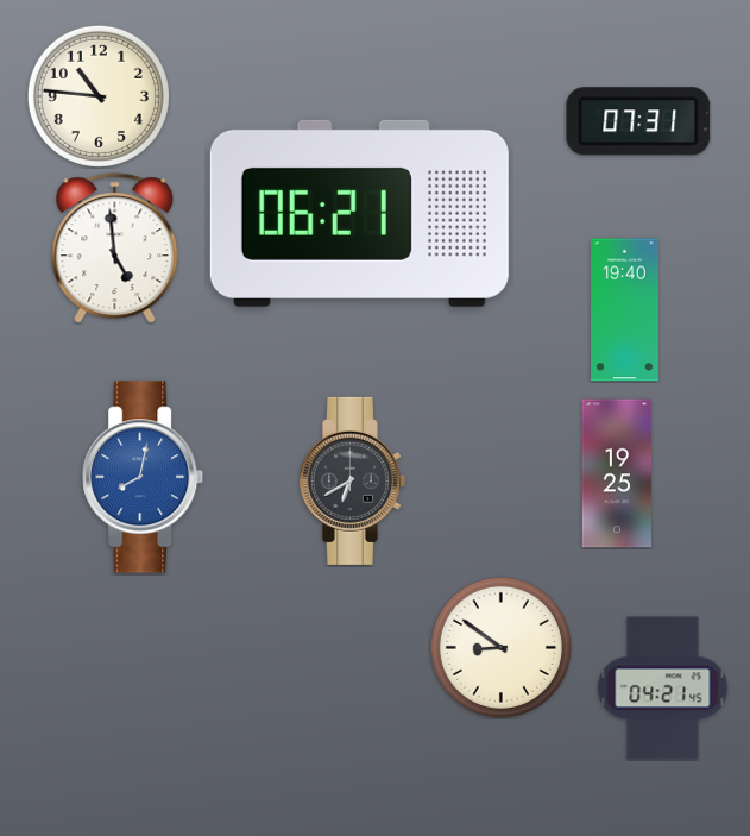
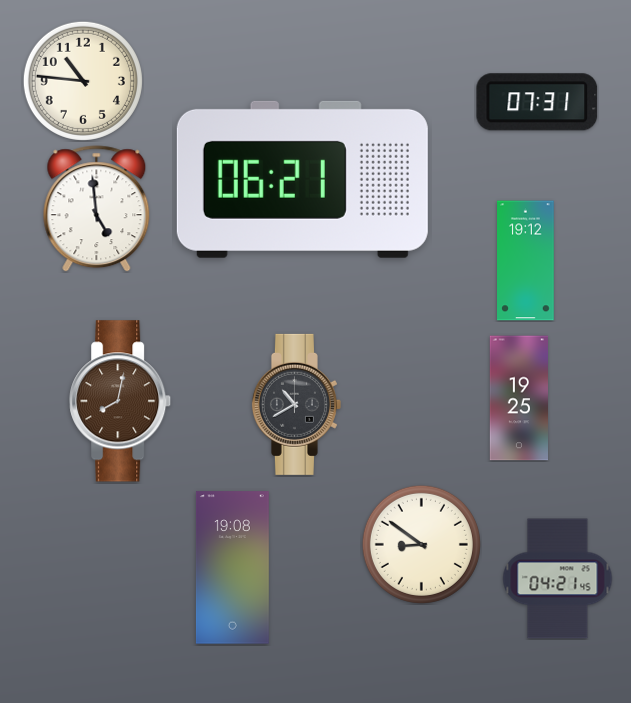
clock at (625, 310): 19:40 -> 19:12
clock at (144, 477) dial: blue -> brown
clock at (352, 480): 6:40 -> 10:40
clock at (232, 568): none -> 19:08
